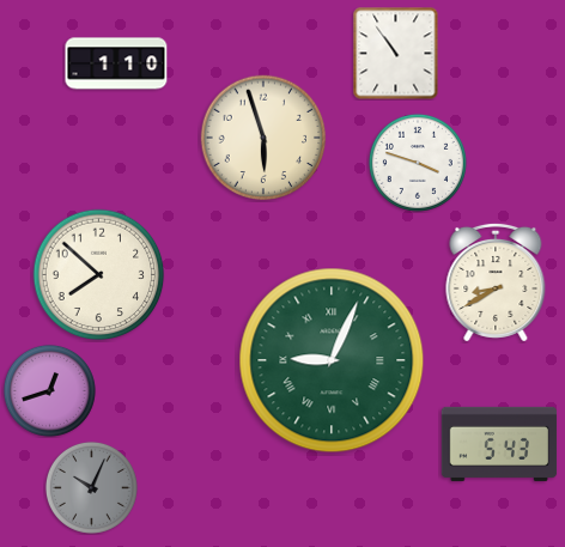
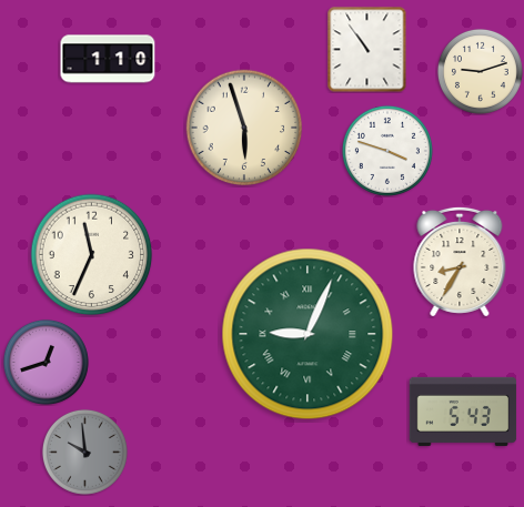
clock at (480, 71): none -> 9:12
clock at (99, 275): 7:52 -> 11:34
clock at (496, 282): 8:40 -> 8:35
clock at (91, 487): 10:04 -> 9:59
